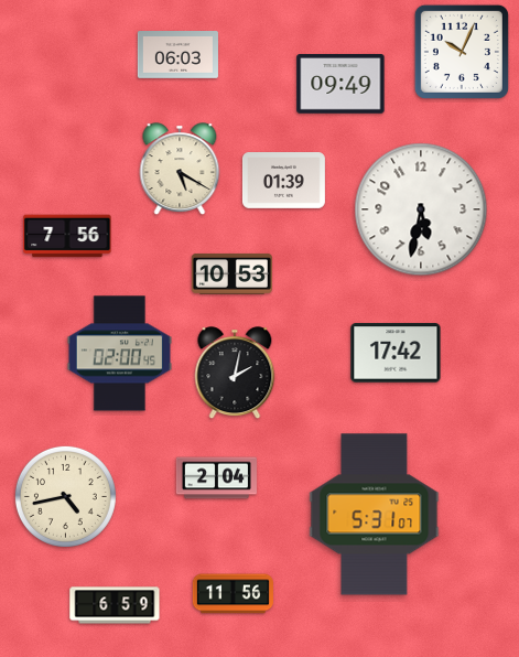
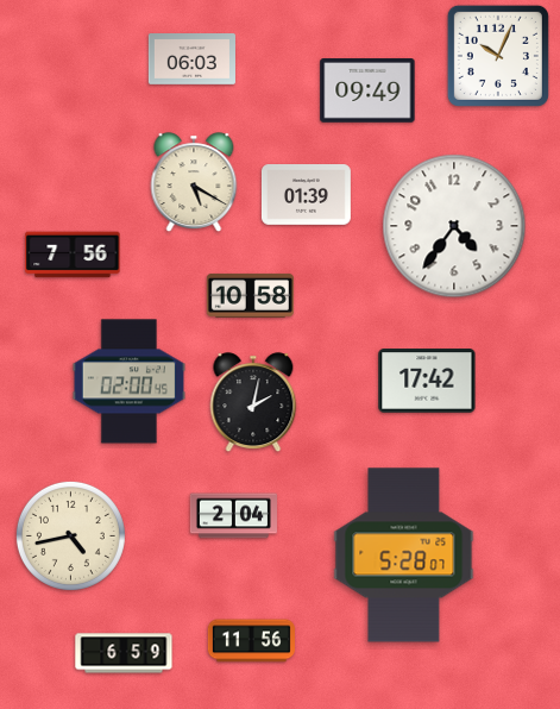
clock at (421, 209): 5:32 -> 4:36
clock at (231, 273): 10:53 -> 10:58
clock at (375, 515): 5:31 -> 5:28
